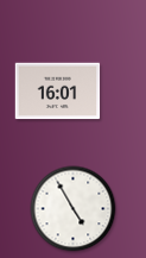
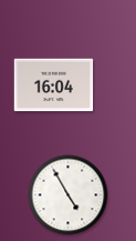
clock at (58, 92): 16:01 -> 16:04
